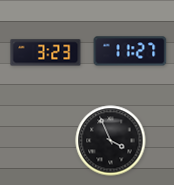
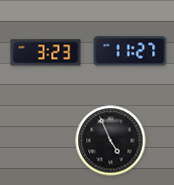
clock at (111, 141): 3:56 -> 4:56
